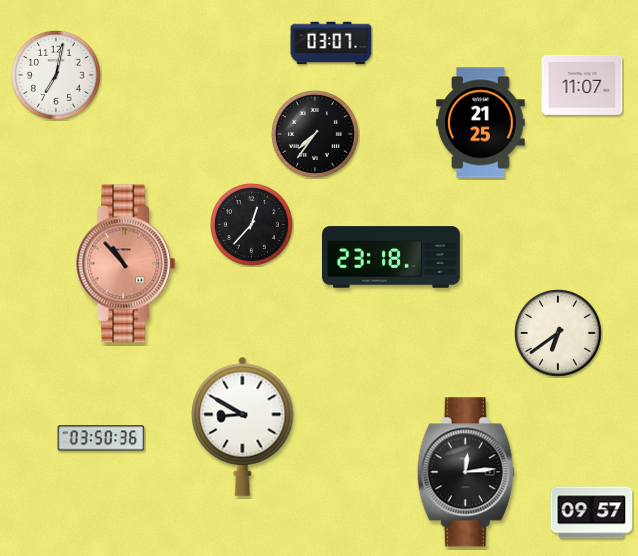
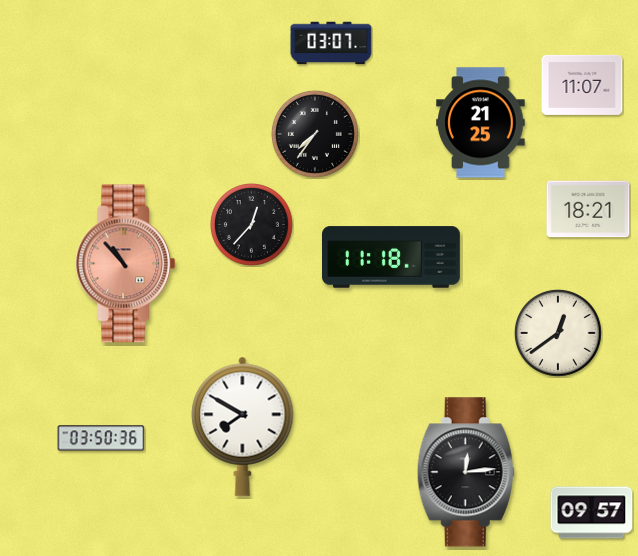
clock at (56, 75): 7:02 -> none
clock at (588, 209): none -> 18:21
clock at (392, 257): 23:18 -> 11:18
clock at (558, 333): 6:39 -> 12:39
clock at (243, 426): 8:50 -> 7:50
